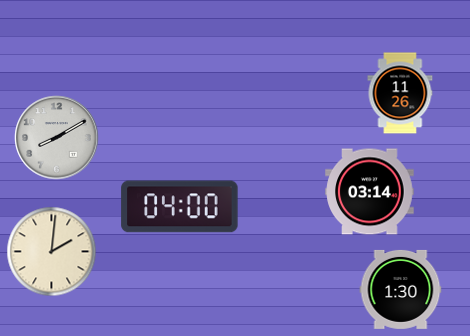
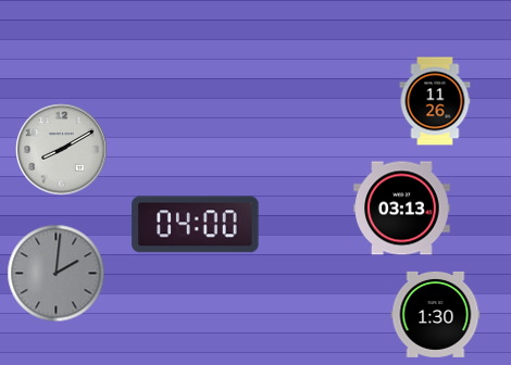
clock at (370, 192): 03:14 -> 03:13
clock at (52, 252) dial: cream -> grey
